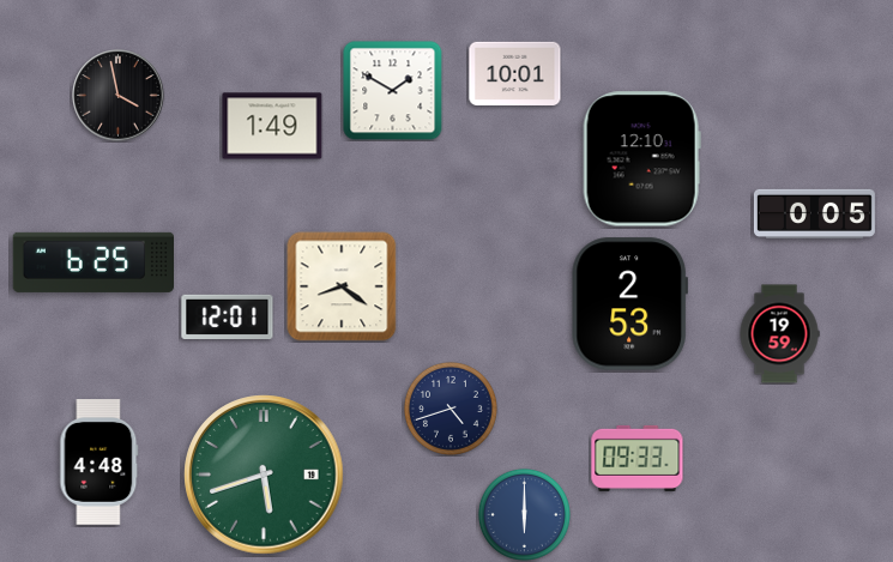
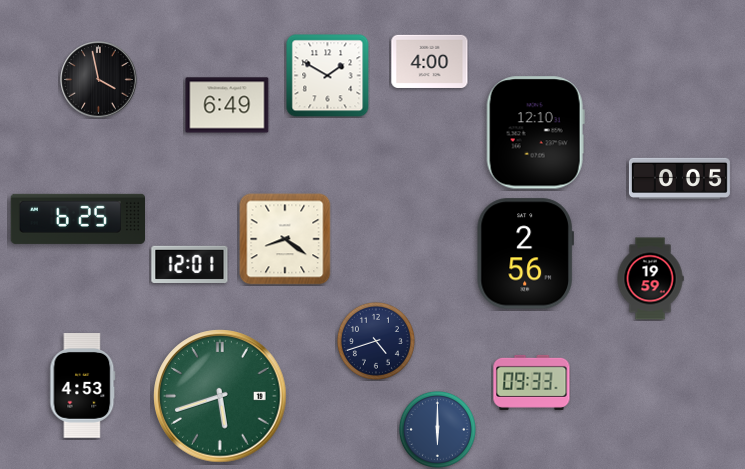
clock at (515, 73): 10:01 -> 4:00
clock at (272, 126): 1:49 -> 6:49
clock at (629, 304): 2:53 -> 2:56
clock at (99, 463): 4:48 -> 4:53
